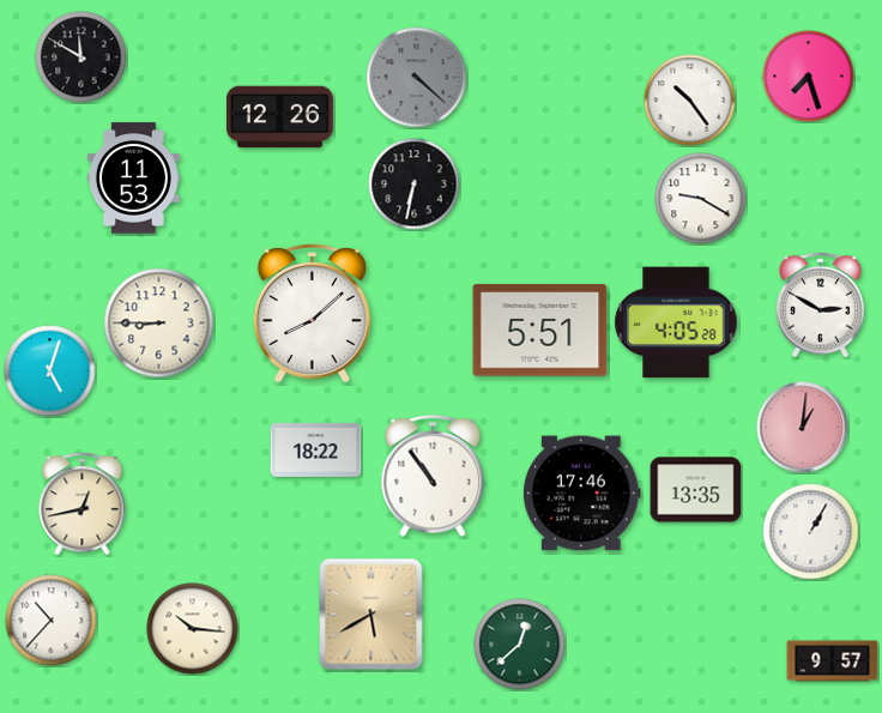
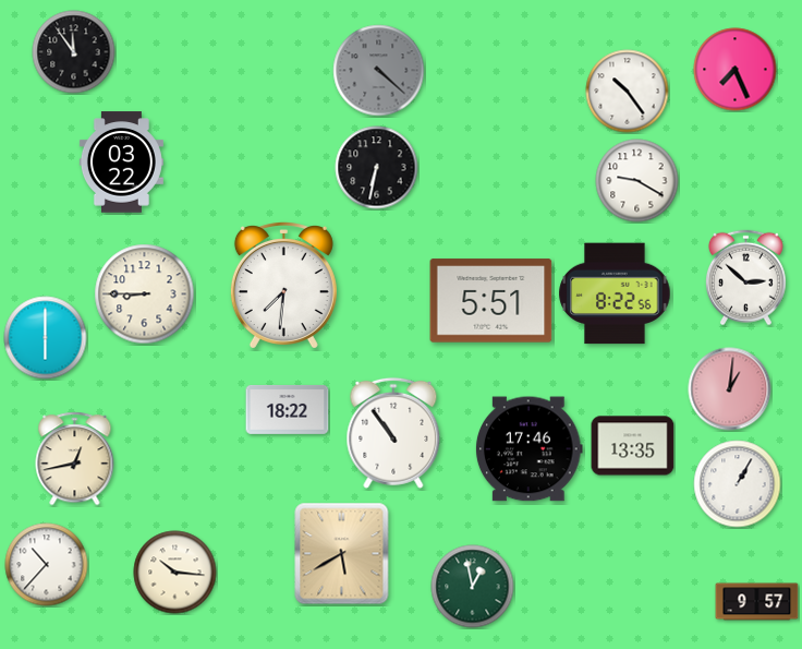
clock at (81, 58): 11:50 -> 11:54
clock at (809, 77): 7:27 -> 7:26
clock at (279, 117): 12:26 -> none
clock at (133, 179): 11:53 -> 03:22
clock at (820, 306): 2:50 -> 2:52
clock at (312, 314): 8:08 -> 7:31
clock at (676, 322): 4:05 -> 8:22
clock at (50, 371): 5:03 -> 6:00
clock at (371, 615) position: (371, 615) -> (342, 554)
clock at (520, 645): 12:38 -> 12:58
